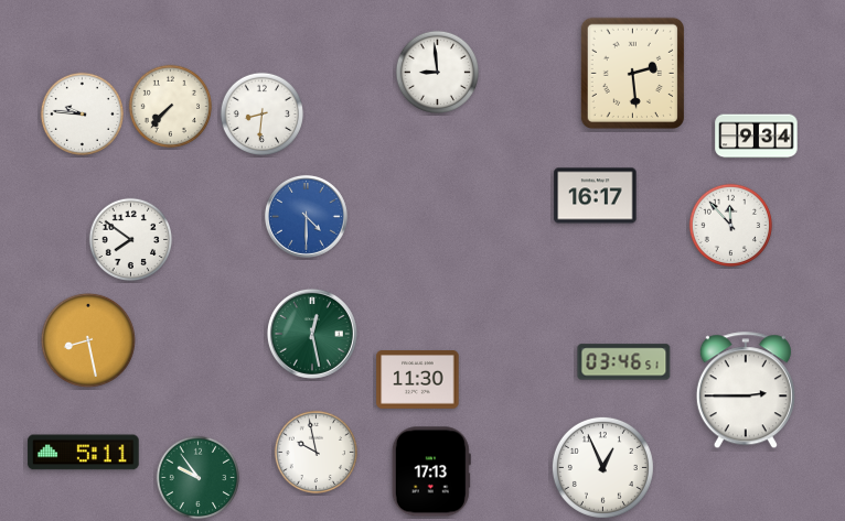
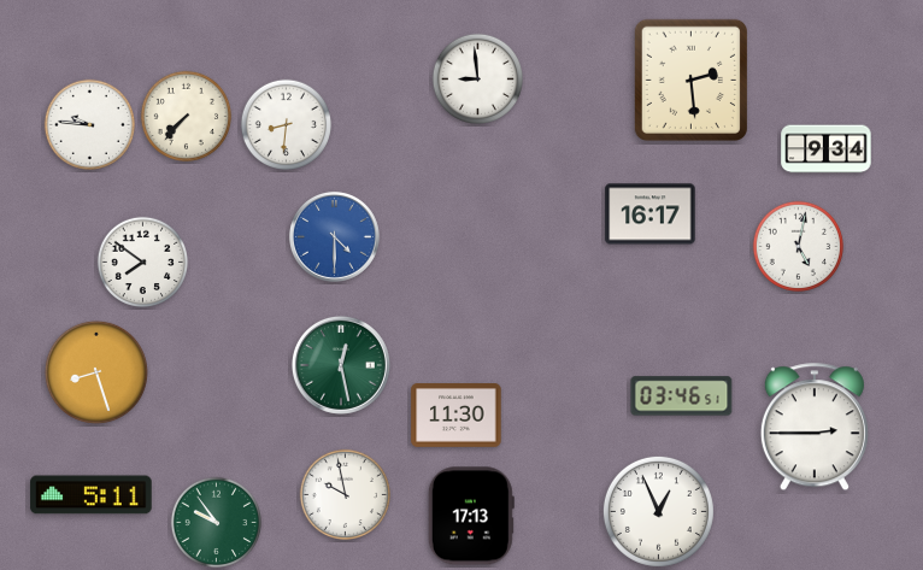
clock at (731, 226): 11:53 -> 5:02
clock at (88, 340): 8:28 -> 8:27
